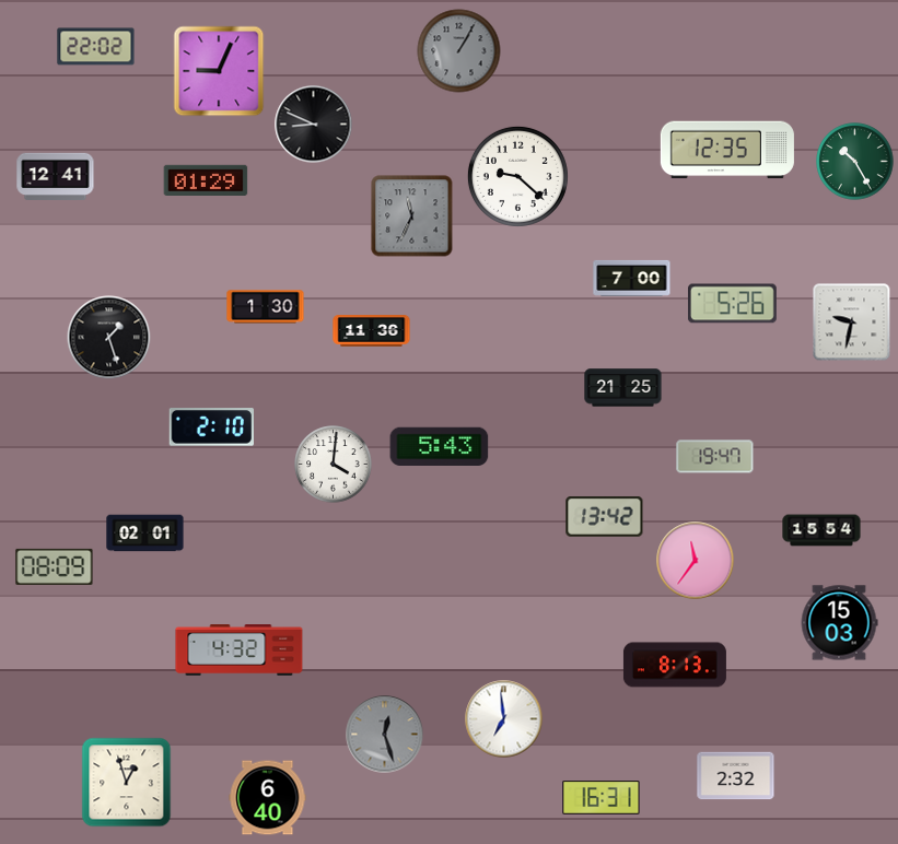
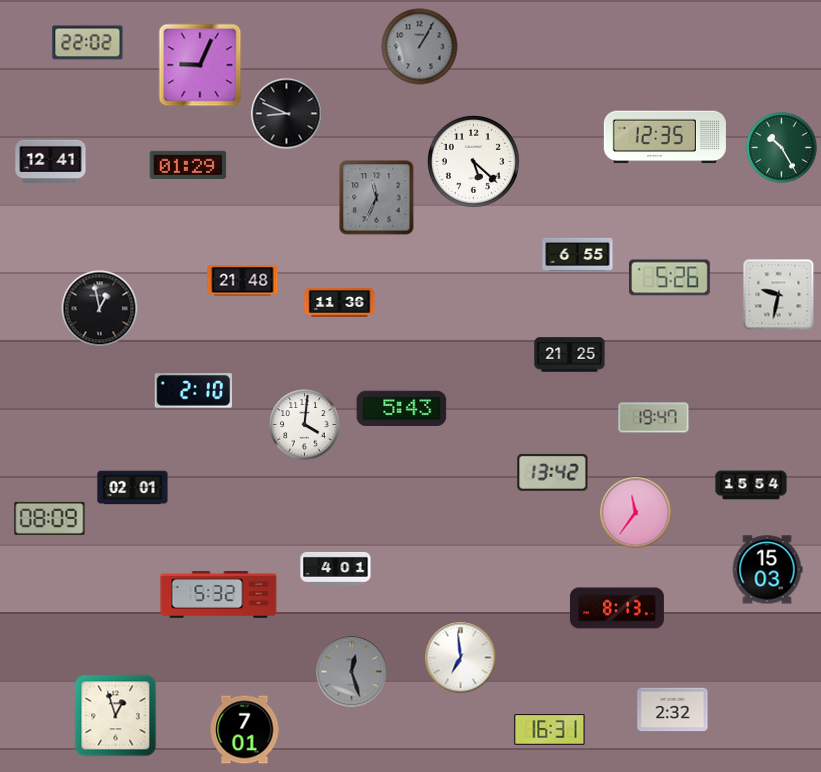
clock at (517, 176): 9:22 -> 5:22
clock at (632, 278): 7:00 -> 6:55
clock at (266, 307): 1:30 -> 21:48
clock at (109, 338): 1:27 -> 12:58
clock at (336, 568): none -> 4:01
clock at (240, 650): 4:32 -> 5:32
clock at (268, 798): 6:40 -> 7:01
